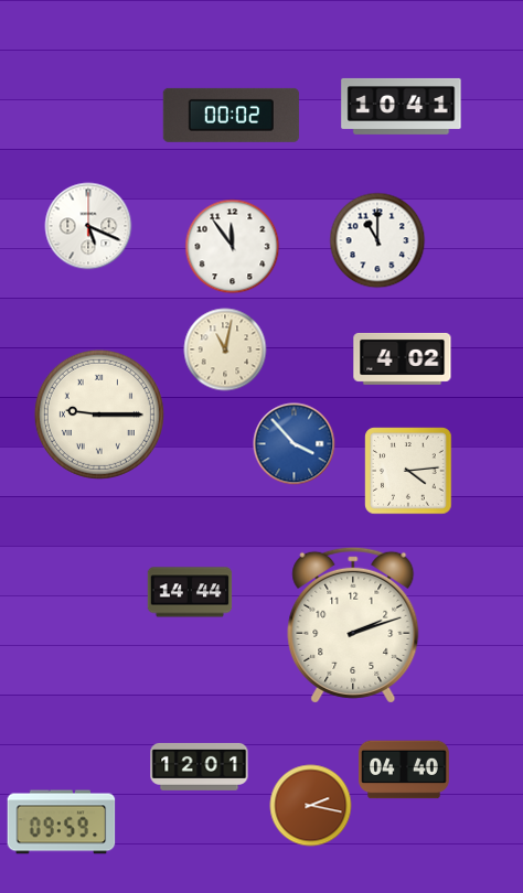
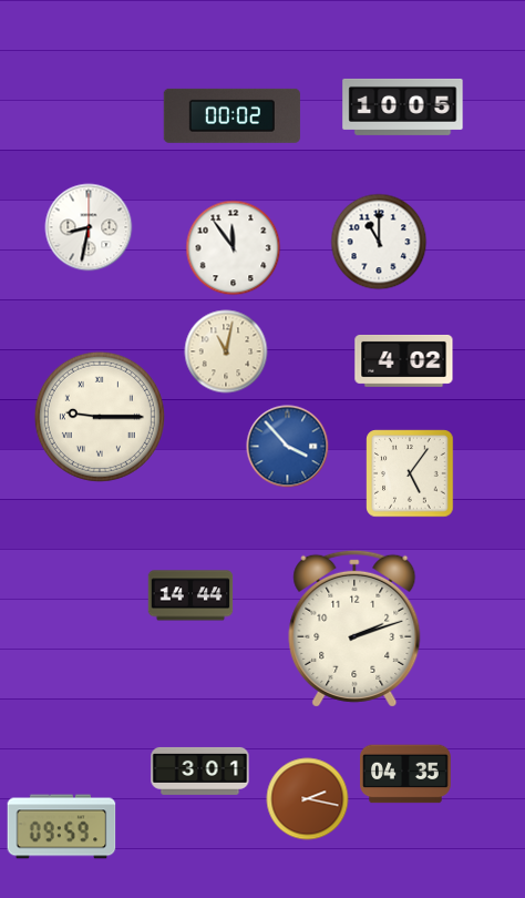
clock at (402, 106): 10:41 -> 10:05
clock at (88, 226): 5:19 -> 8:32
clock at (295, 444) position: (295, 444) -> (288, 447)
clock at (408, 471): 4:14 -> 5:06
clock at (200, 766): 12:01 -> 3:01
clock at (404, 770): 04:40 -> 04:35
clock at (311, 806) position: (311, 806) -> (308, 799)
